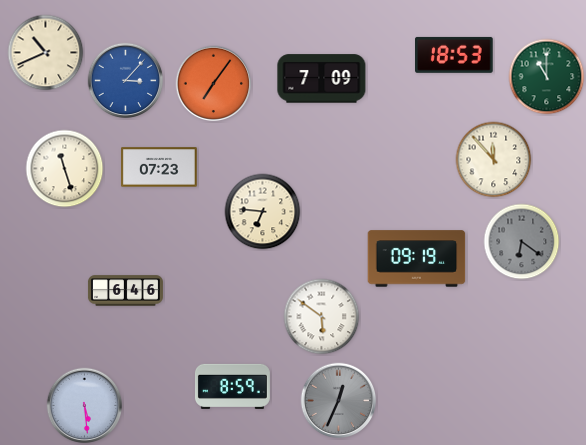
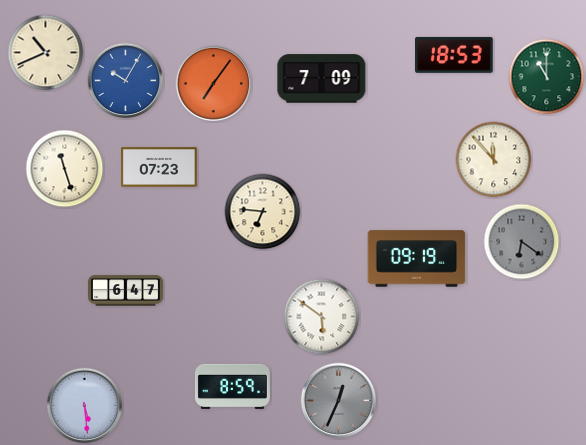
clock at (126, 81): 3:07 -> 10:05
clock at (125, 291): 6:46 -> 6:47
